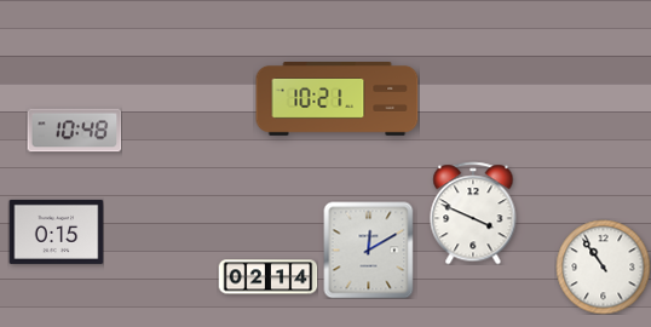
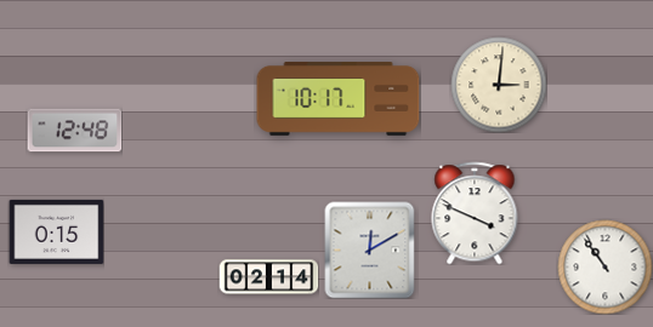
clock at (499, 85): none -> 3:01
clock at (338, 99): 10:21 -> 10:17
clock at (74, 131): 10:48 -> 12:48
